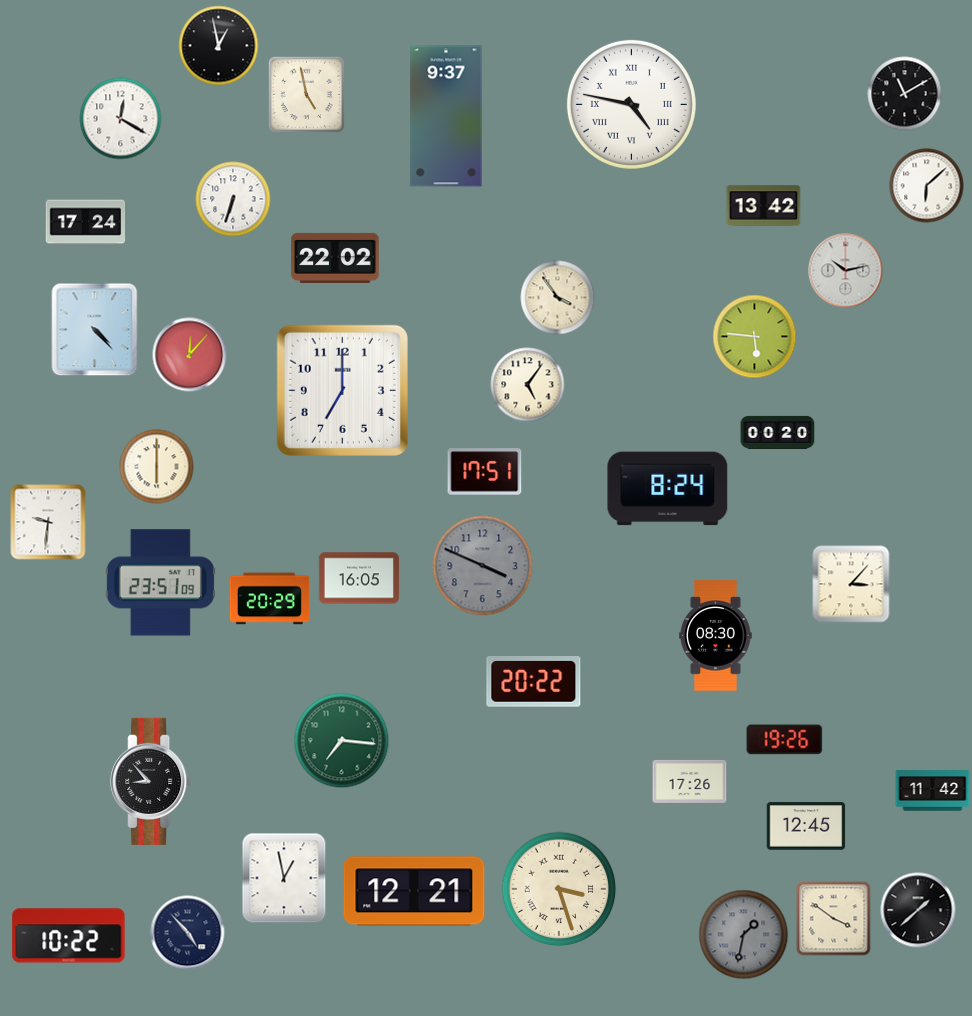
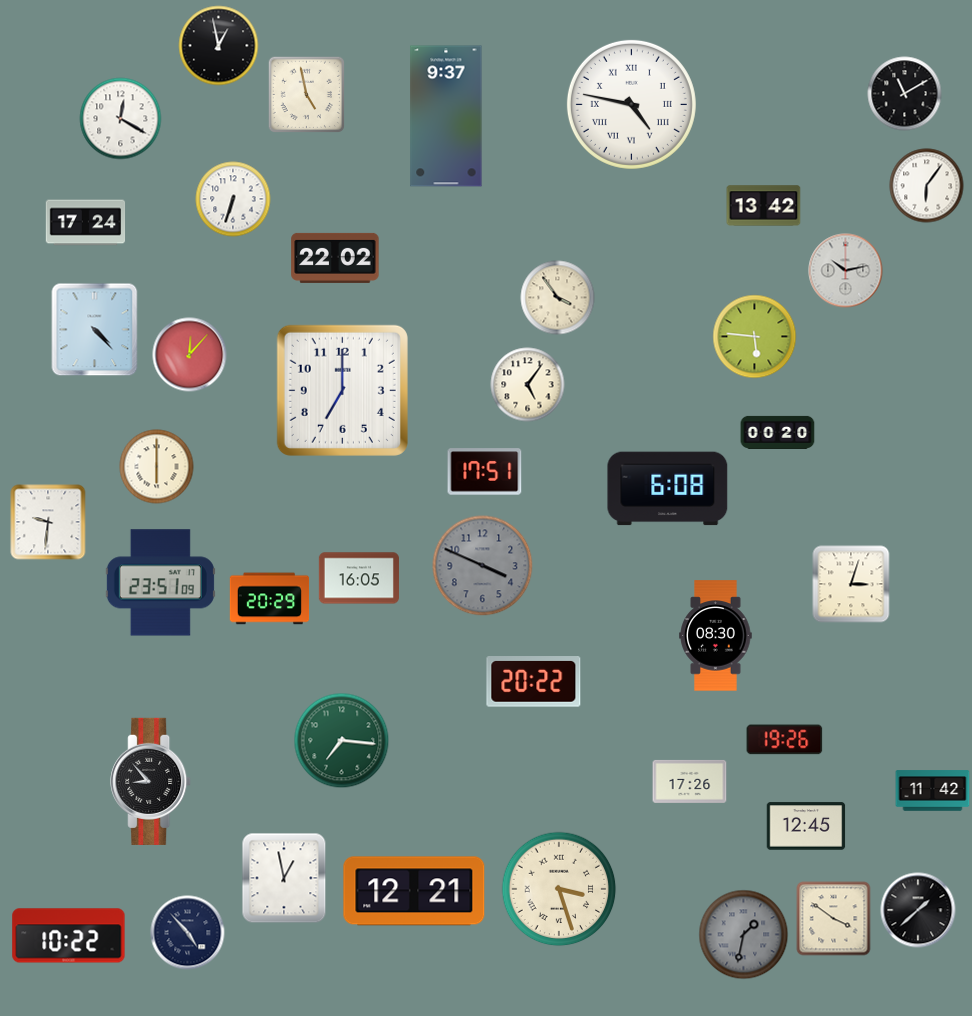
clock at (927, 186): 6:08 -> 6:06
clock at (668, 489): 8:24 -> 6:08
clock at (851, 584): 3:07 -> 3:03
